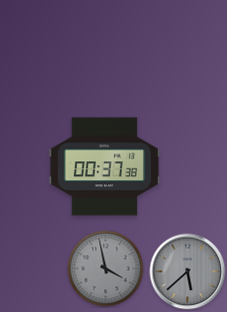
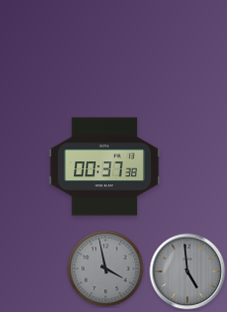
clock at (188, 272): 5:38 -> 4:59
